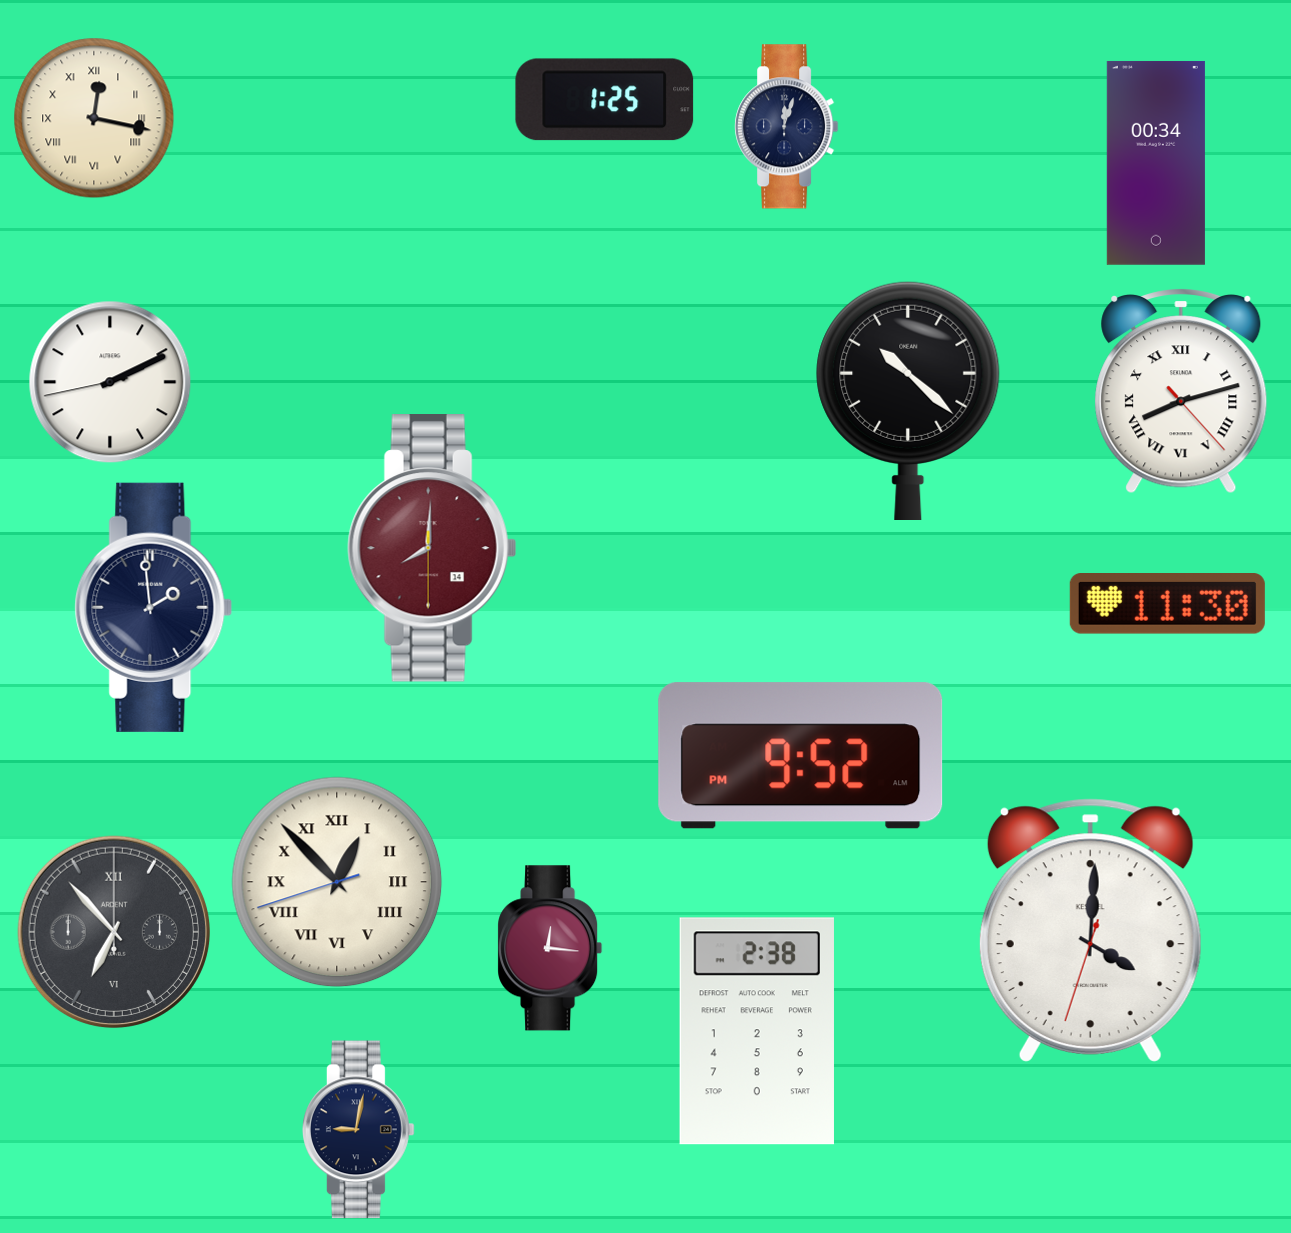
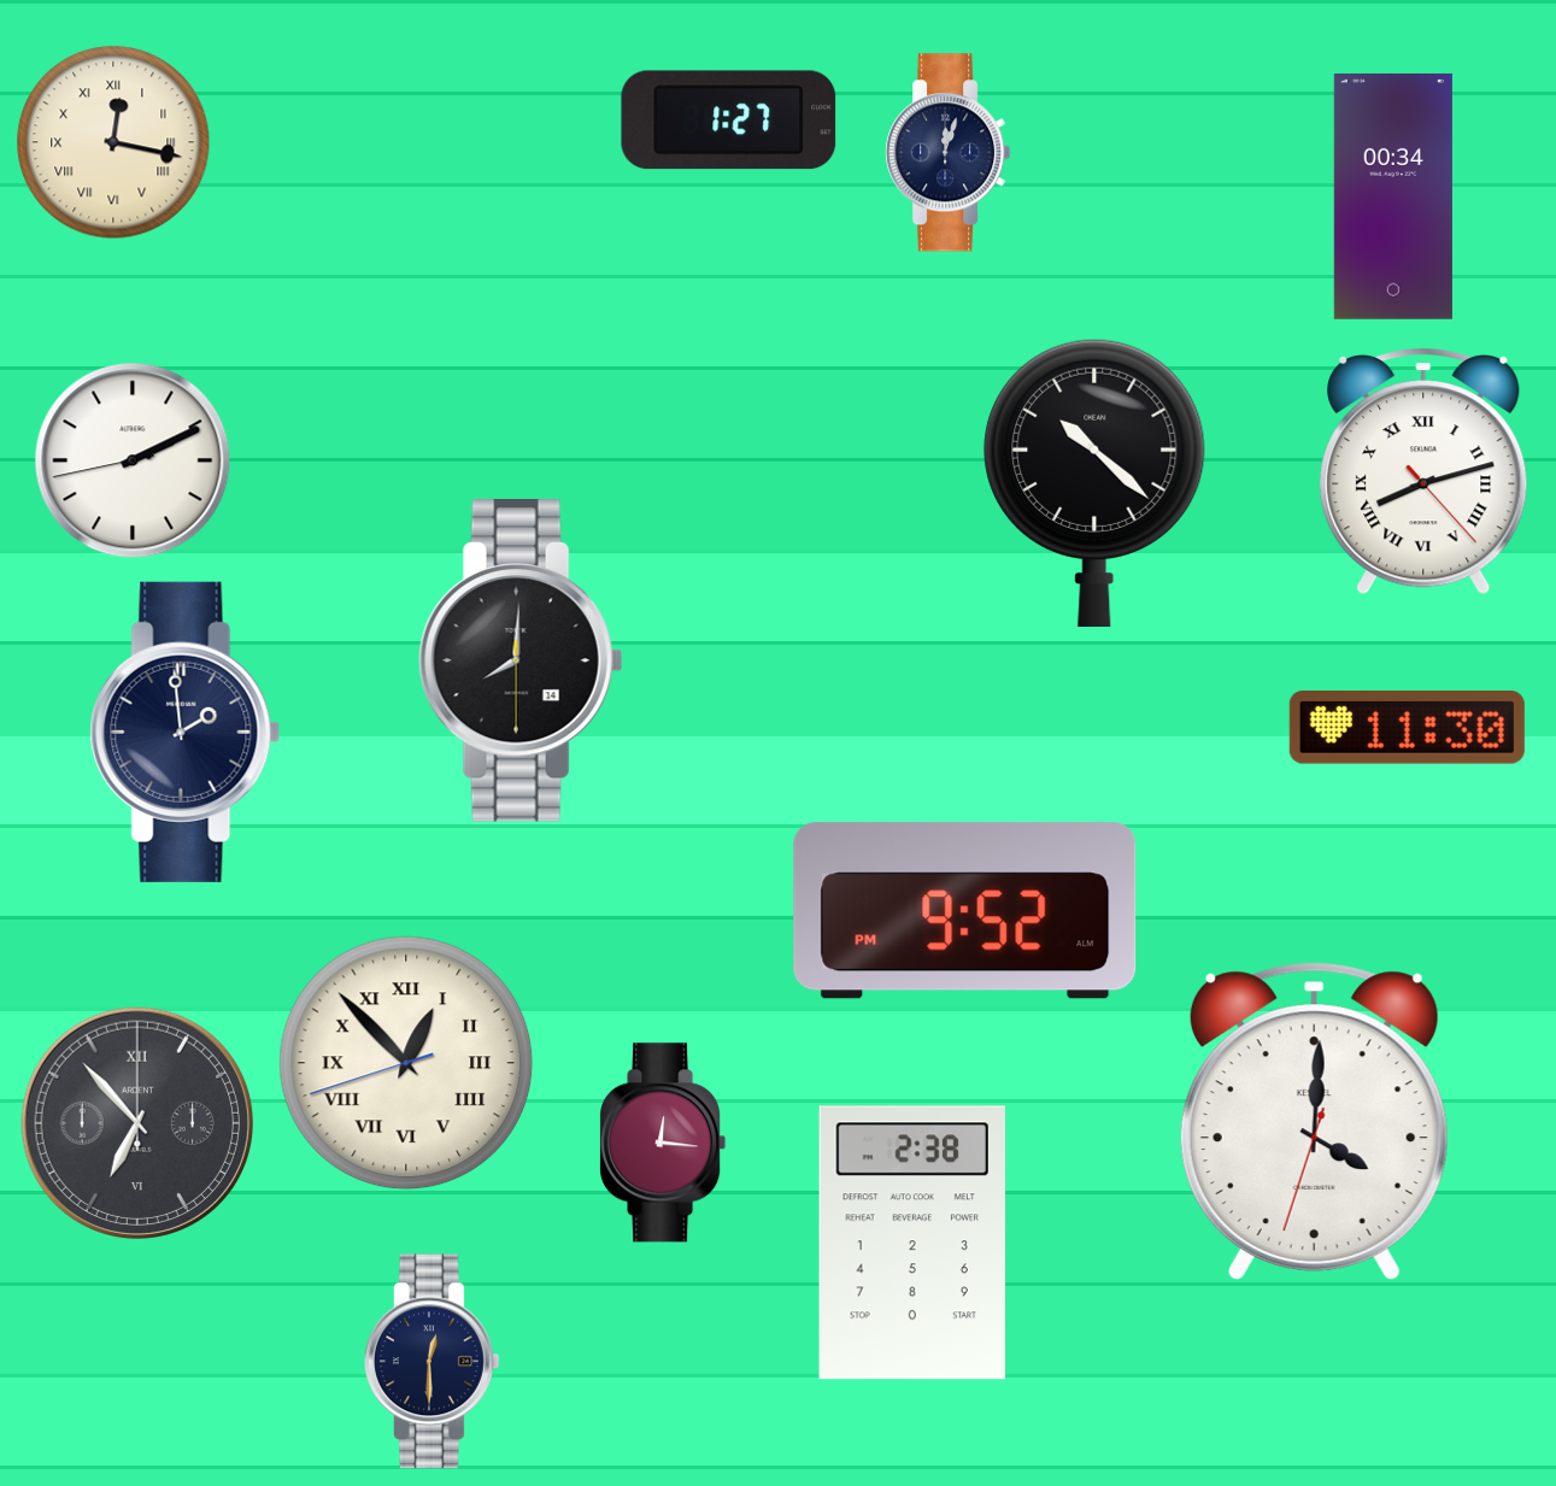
clock at (605, 100): 1:25 -> 1:27
clock at (432, 549) dial: burgundy -> black
clock at (359, 1130): 9:02 -> 12:30
